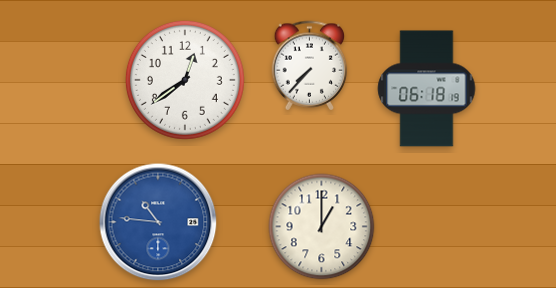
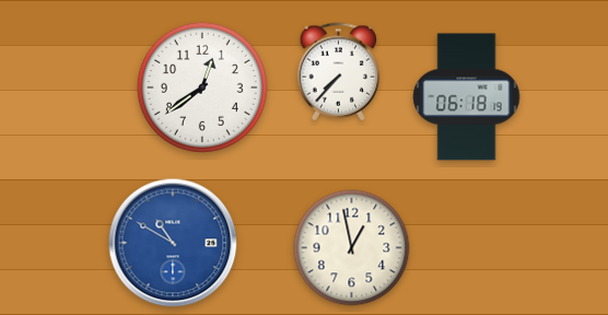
clock at (158, 222): 10:46 -> 10:50
clock at (322, 227): 1:00 -> 12:58
